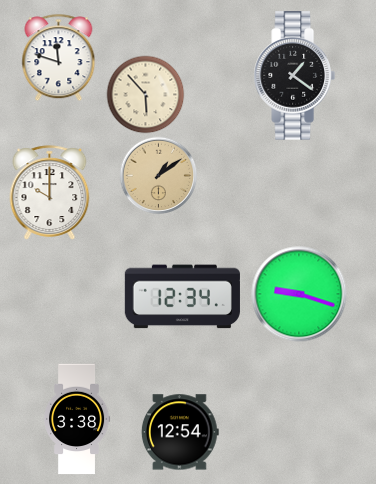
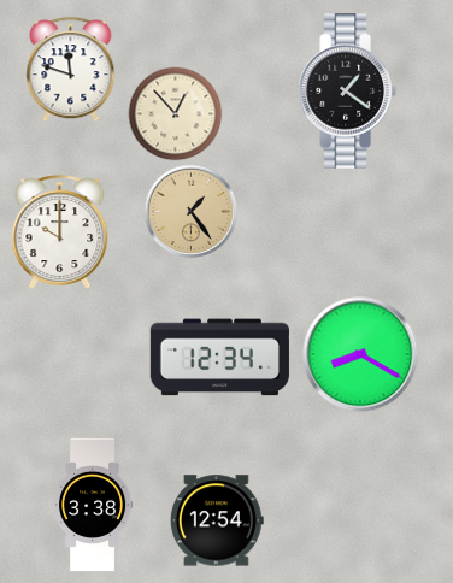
clock at (294, 76) position: (294, 76) -> (347, 92)
clock at (145, 94): 5:53 -> 12:53
clock at (158, 175): 1:09 -> 1:24
clock at (299, 294): 9:18 -> 8:20
